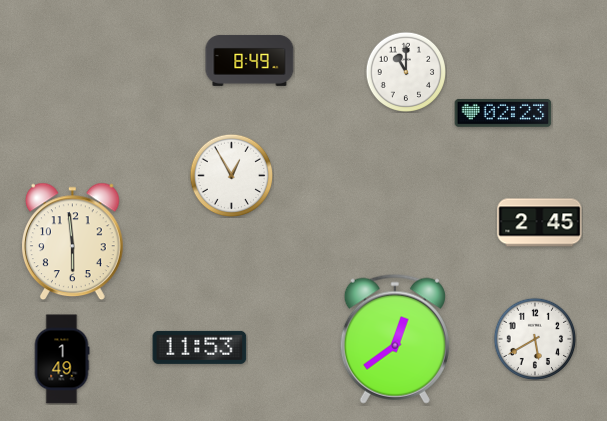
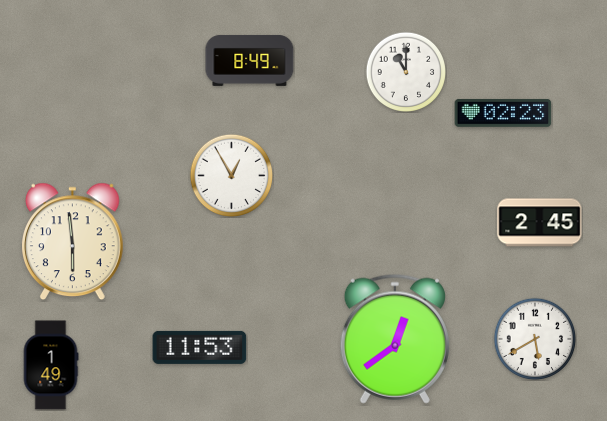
clock at (62, 359) position: (62, 359) -> (51, 365)
